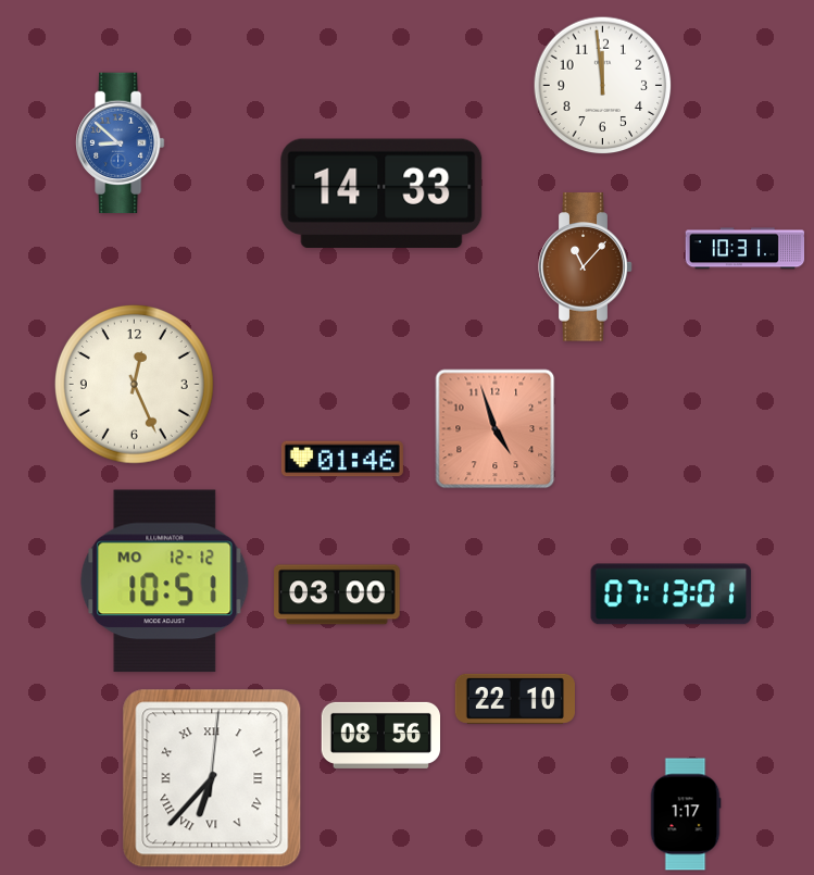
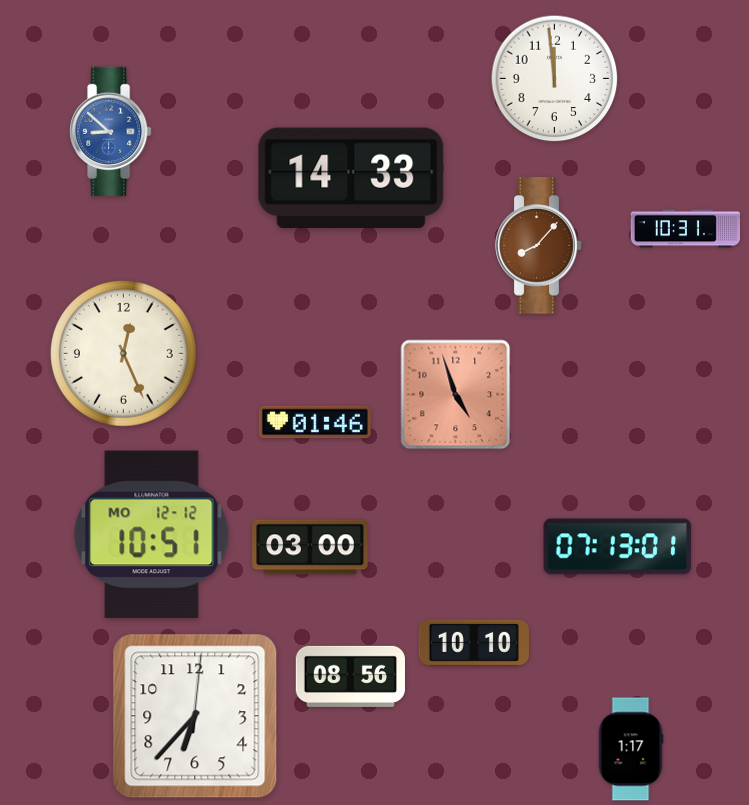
clock at (586, 267): 11:07 -> 8:07
clock at (515, 699): 22:10 -> 10:10
clock at (212, 778) numerals: Roman -> Arabic
